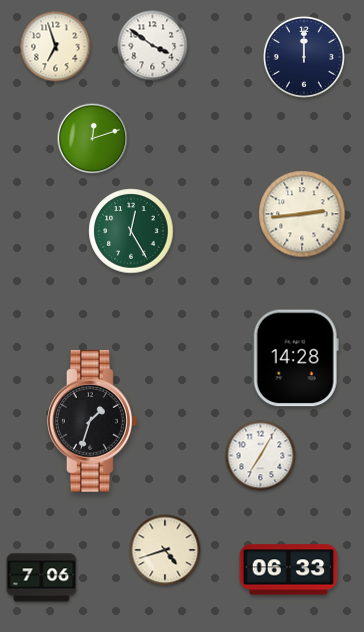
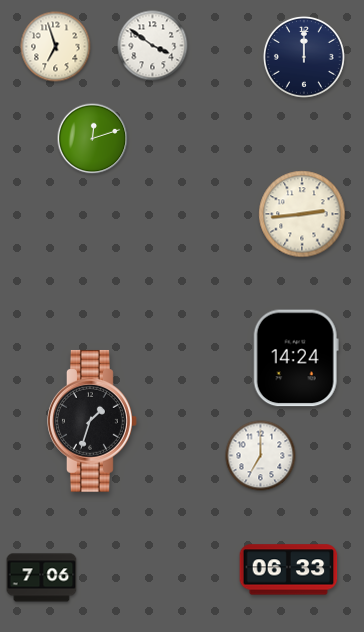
clock at (131, 231): 12:25 -> none
clock at (296, 358): 14:28 -> 14:24
clock at (261, 456): 7:05 -> 7:00
clock at (165, 550): 4:42 -> none
